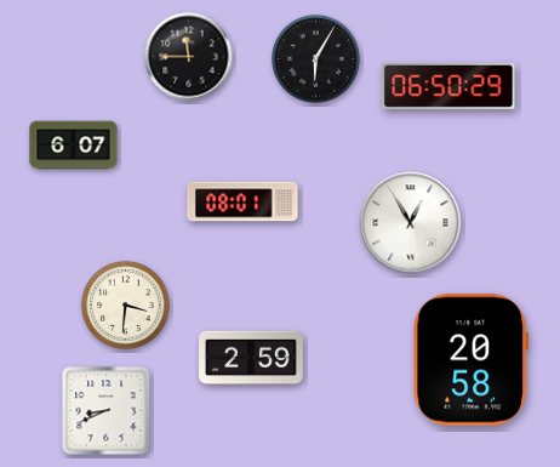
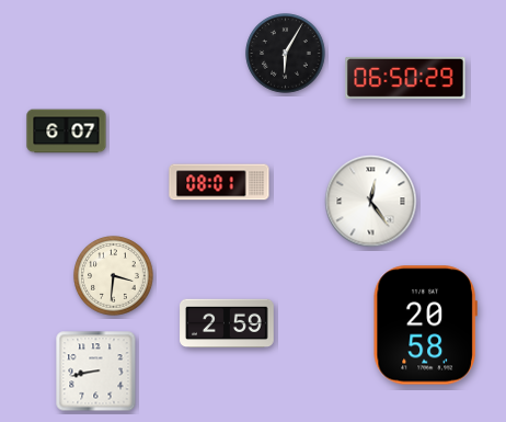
clock at (189, 57): 11:45 -> none
clock at (411, 223): 12:55 -> 12:24
clock at (107, 411): 8:41 -> 8:43
